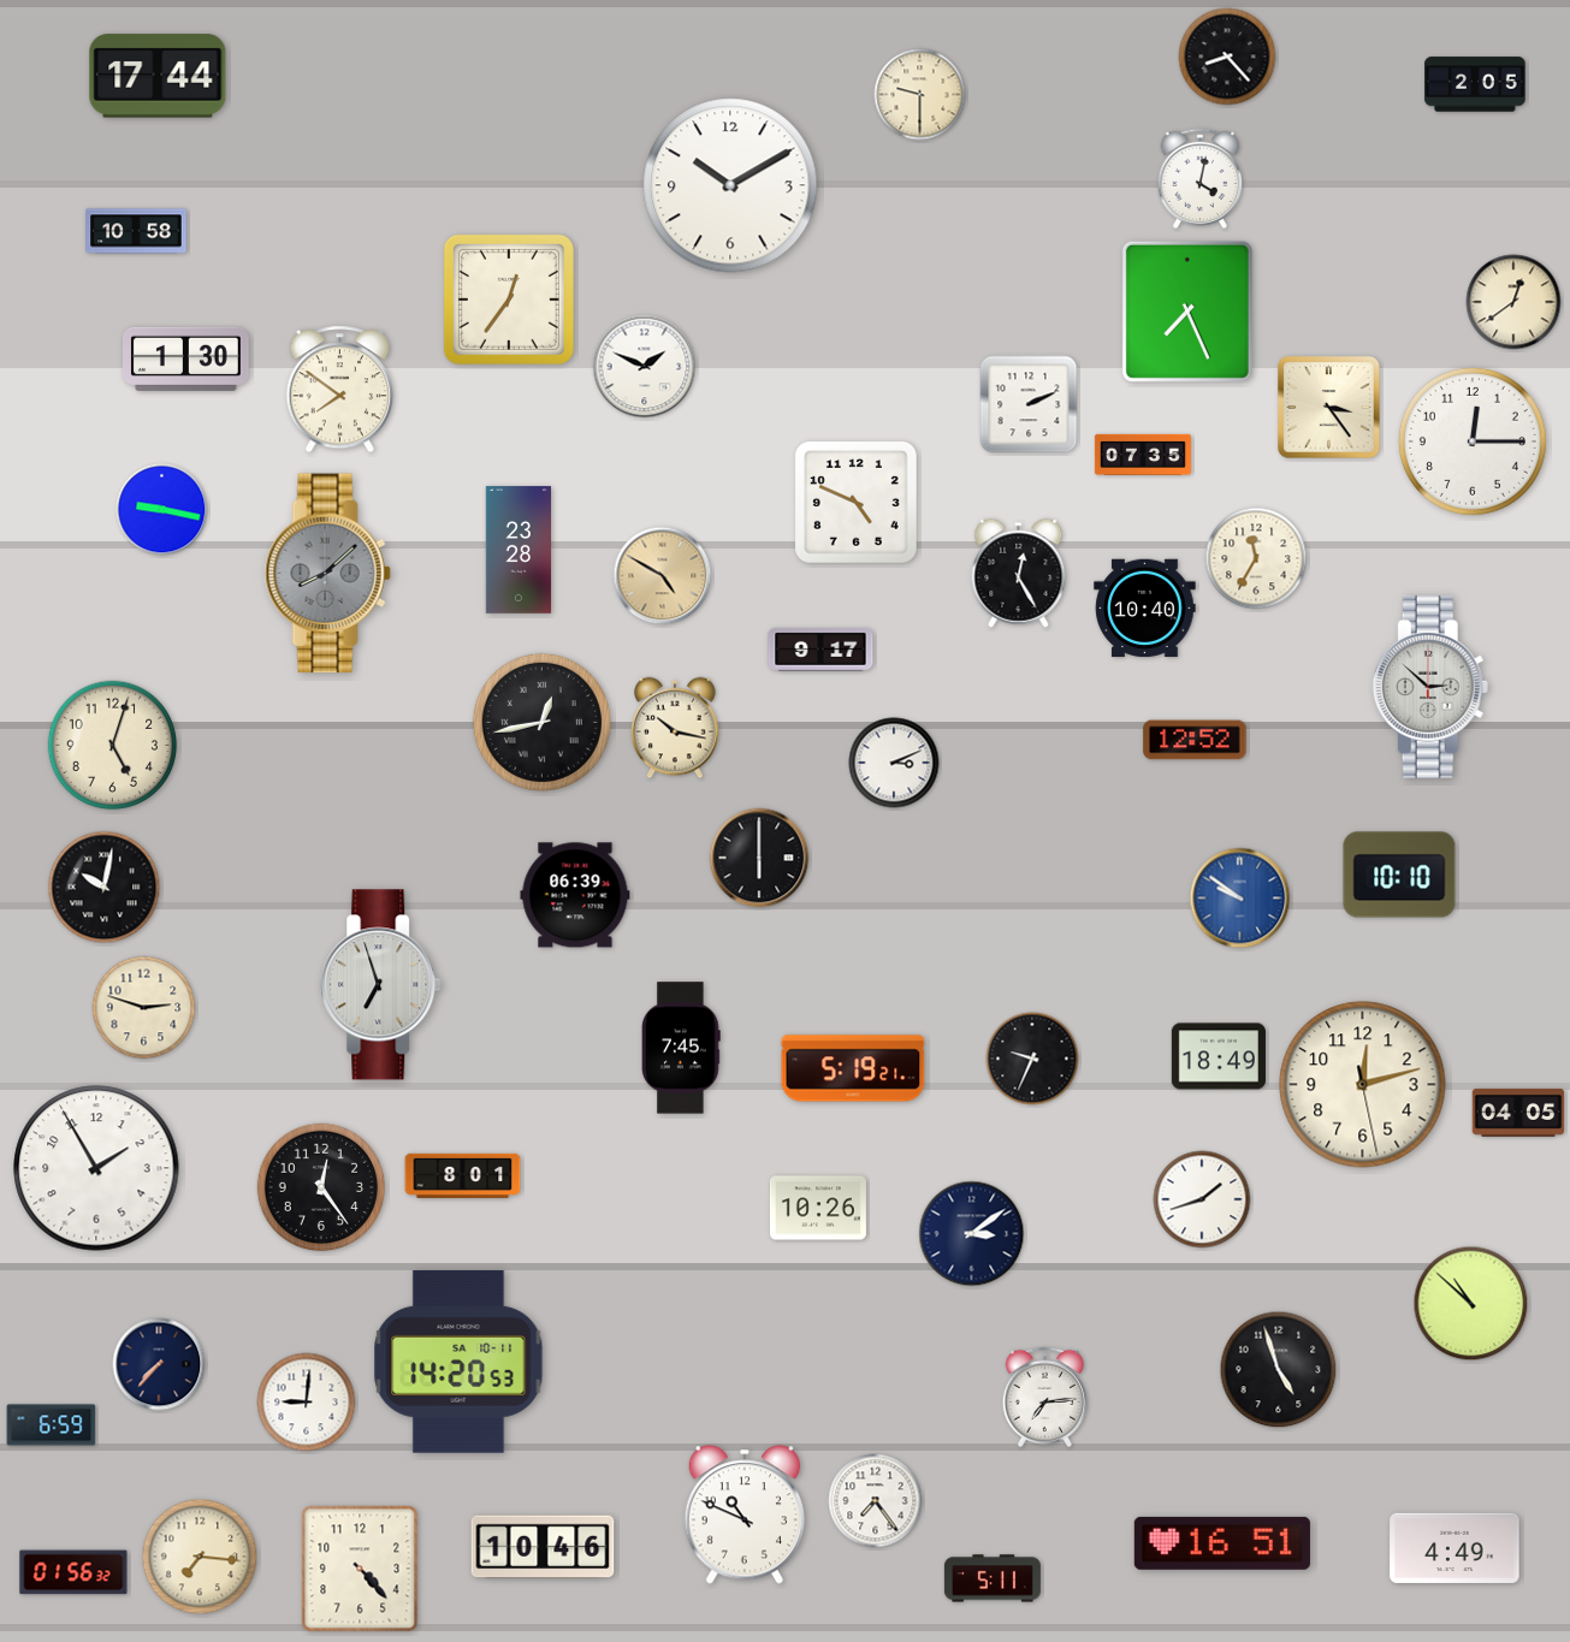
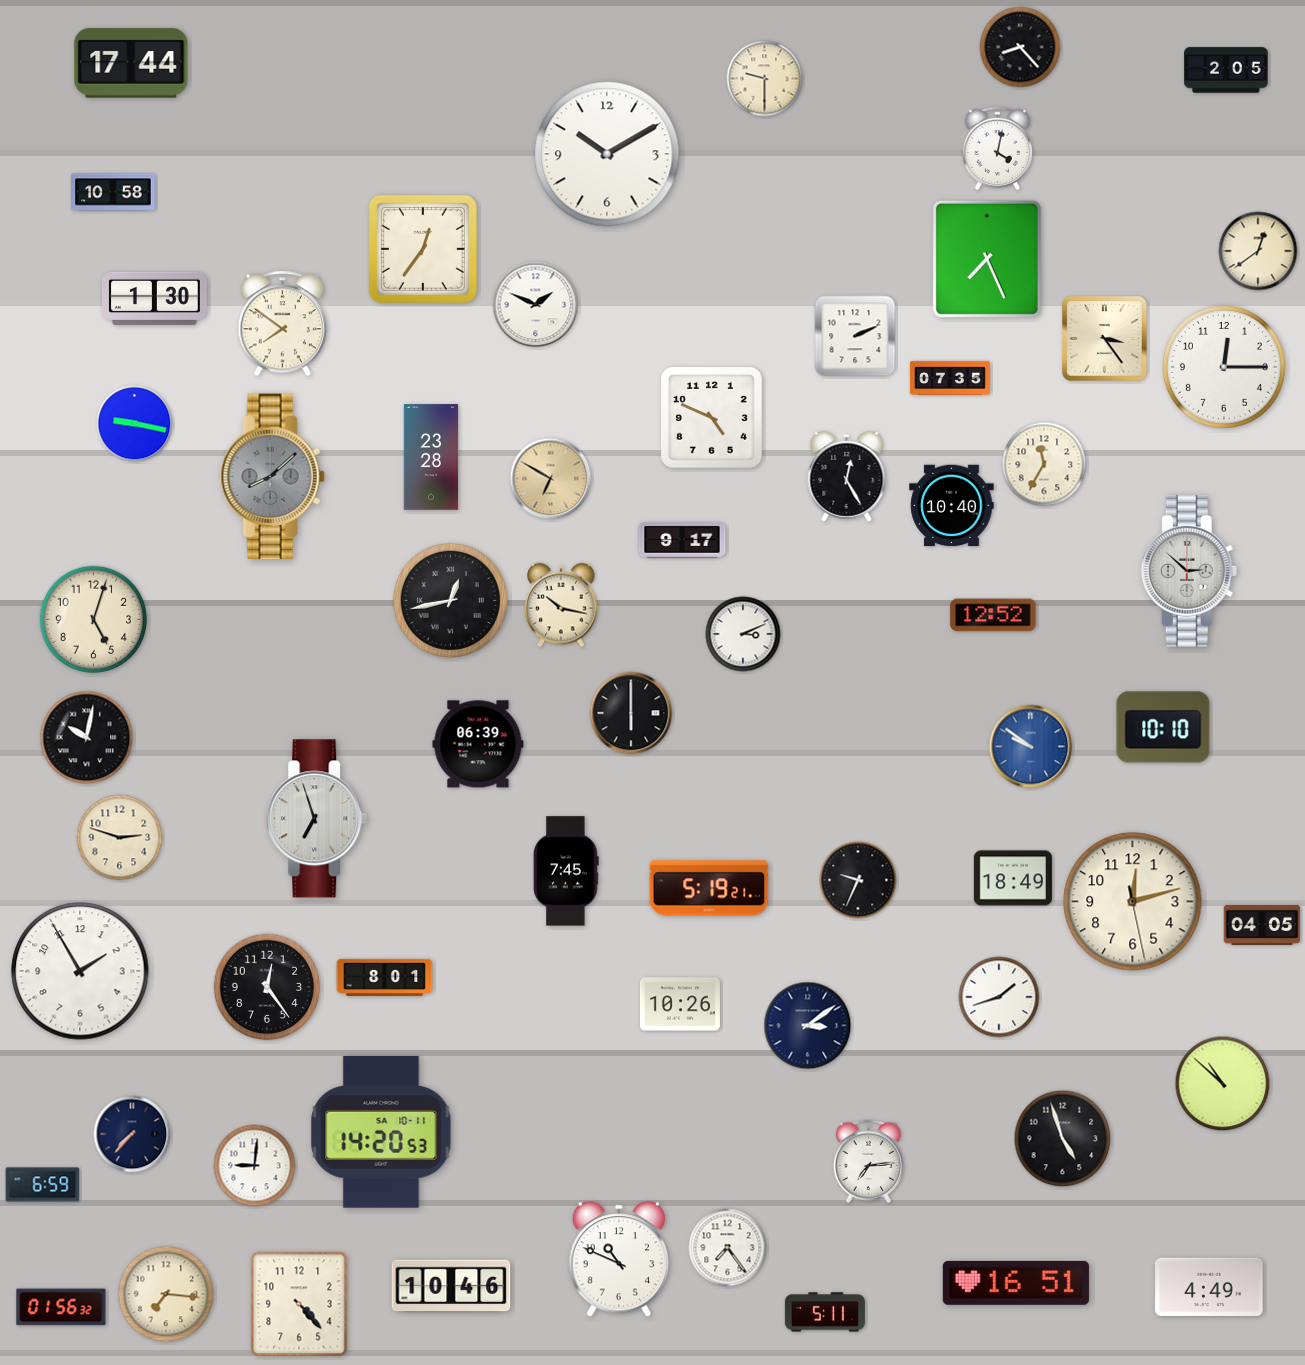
clock at (663, 576): 4:50 -> 6:50
